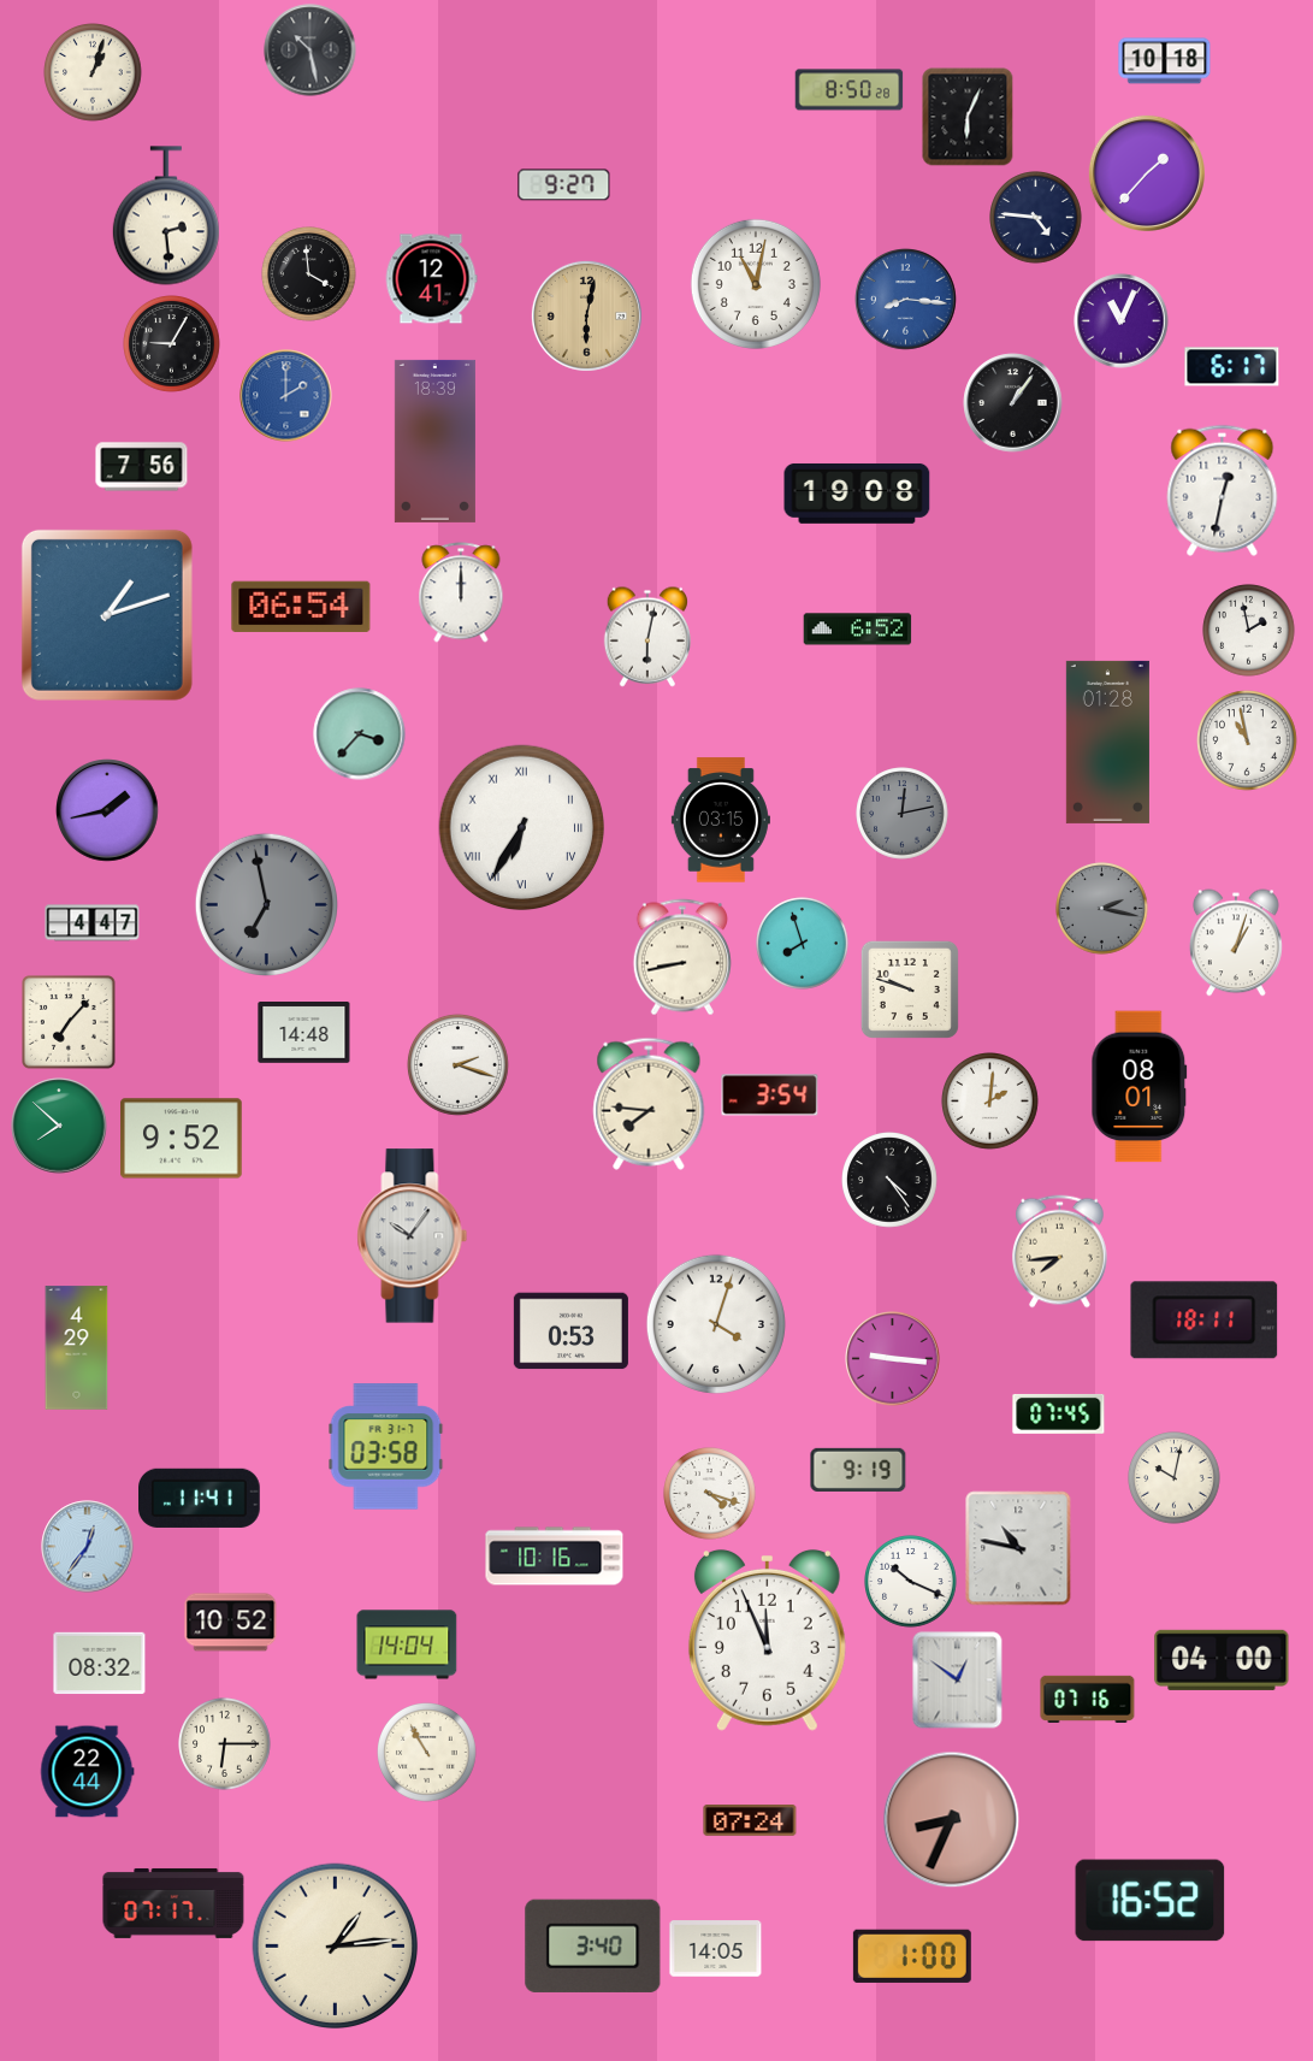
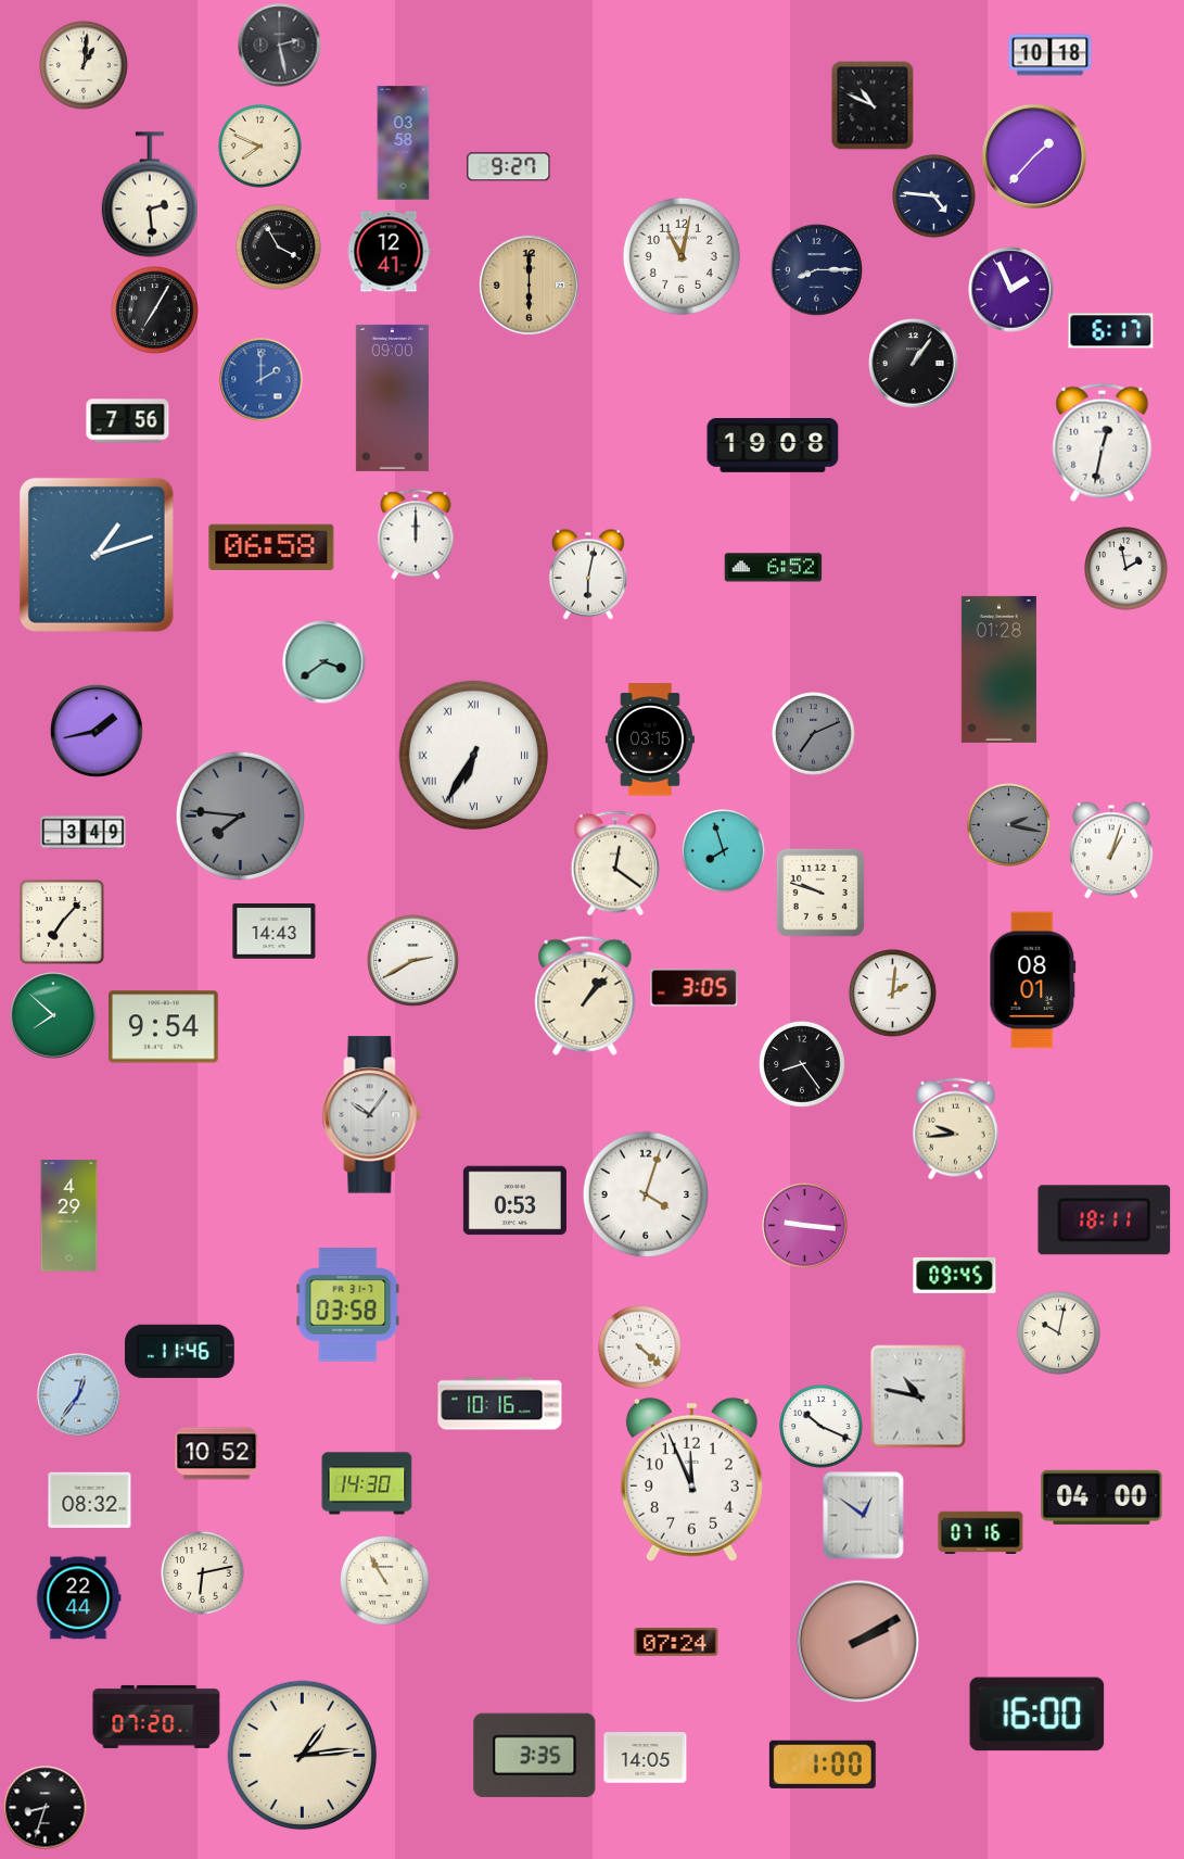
clock at (310, 51): 10:28 -> 2:28
clock at (94, 73): 1:03 -> 1:01
clock at (850, 90): 8:50 -> none
clock at (968, 117): 6:04 -> 10:49
clock at (404, 143): none -> 03:58
clock at (260, 147): none -> 7:49
clock at (309, 274): 3:59 -> 3:55
clock at (906, 300): 8:16 -> 8:15
clock at (906, 300) dial: blue -> navy
clock at (586, 315): 6:02 -> 6:00
clock at (1122, 321): 11:04 -> 1:56
clock at (172, 344): 9:05 -> 7:05
clock at (286, 396) position: (286, 396) -> (262, 380)
clock at (434, 441): 18:39 -> 09:00
clock at (301, 607): 06:54 -> 06:58
clock at (646, 637) position: (646, 637) -> (587, 574)
clock at (360, 734): 3:37 -> 3:39
clock at (1248, 742): 10:58 -> none
clock at (903, 814): 12:13 -> 7:11
clock at (522, 828) position: (522, 828) -> (474, 756)
clock at (266, 904): 6:58 -> 7:46
clock at (1102, 909) position: (1102, 909) -> (1009, 825)
clock at (93, 923): 4:47 -> 3:49
clock at (1236, 943) position: (1236, 943) -> (1111, 850)
clock at (682, 957): 8:43 -> 12:21
clock at (304, 1033): 14:48 -> 14:43
clock at (459, 1065): 2:18 -> 2:40
clock at (1140, 1087) position: (1140, 1087) -> (1033, 981)
clock at (770, 1096): 3:54 -> 3:05
clock at (649, 1104): 7:46 -> 1:07
clock at (182, 1139): 9:52 -> 9:54
clock at (891, 1181): 4:24 -> 8:24
clock at (1060, 1252): 7:44 -> 9:44
clock at (1205, 1321) position: (1205, 1321) -> (1105, 1221)
clock at (1059, 1413): 07:45 -> 09:45
clock at (858, 1470): 9:19 -> none
clock at (710, 1494): 4:18 -> 4:22
clock at (200, 1498): 11:41 -> 11:46
clock at (231, 1623) position: (231, 1623) -> (217, 1454)
clock at (407, 1644): 14:04 -> 14:30
clock at (225, 1744): 6:15 -> 6:13
clock at (952, 1820): 8:34 -> 2:10
clock at (1151, 1901): 16:52 -> 16:00
clock at (173, 1903): 07:17 -> 07:20
clock at (593, 1945): 3:40 -> 3:35
clock at (46, 1808): none -> 8:33
